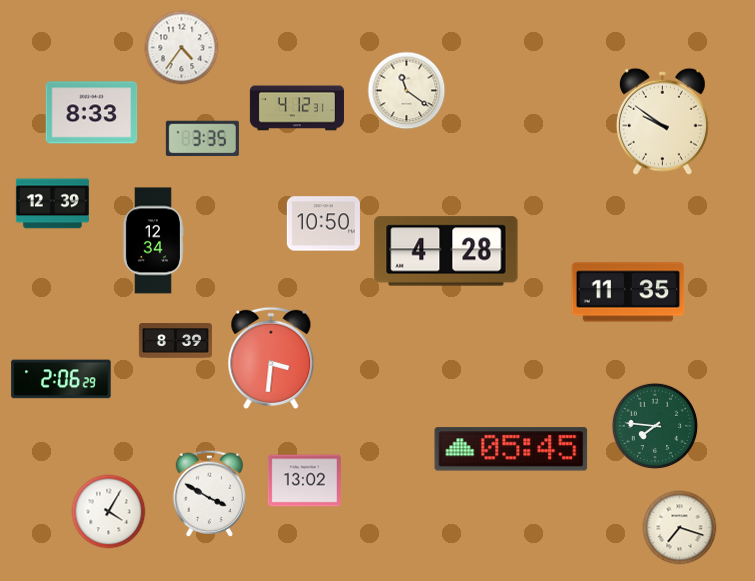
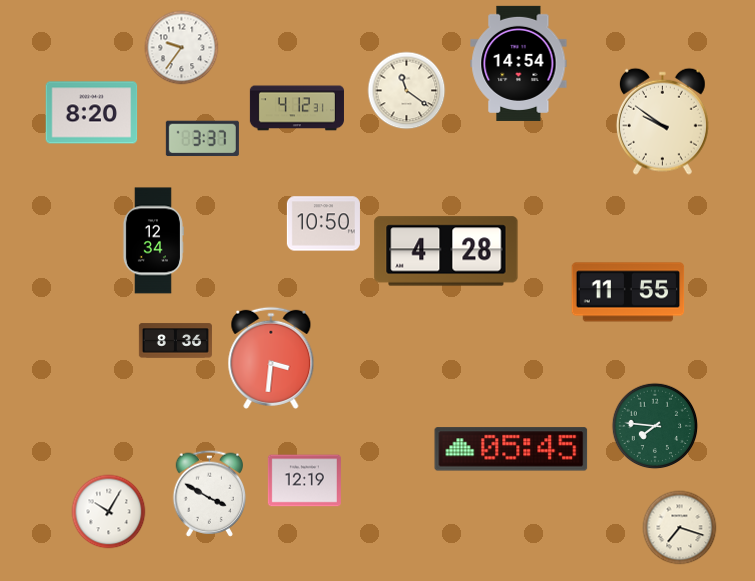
clock at (182, 48): 4:36 -> 9:36
clock at (519, 63): none -> 14:54
clock at (92, 113): 8:33 -> 8:20
clock at (202, 139): 3:35 -> 3:37
clock at (52, 204): 12:39 -> none
clock at (628, 292): 11:35 -> 11:55
clock at (175, 341): 8:39 -> 8:36
clock at (61, 379): 2:06 -> none
clock at (304, 481): 13:02 -> 12:19
clock at (109, 512): 4:05 -> 10:05
